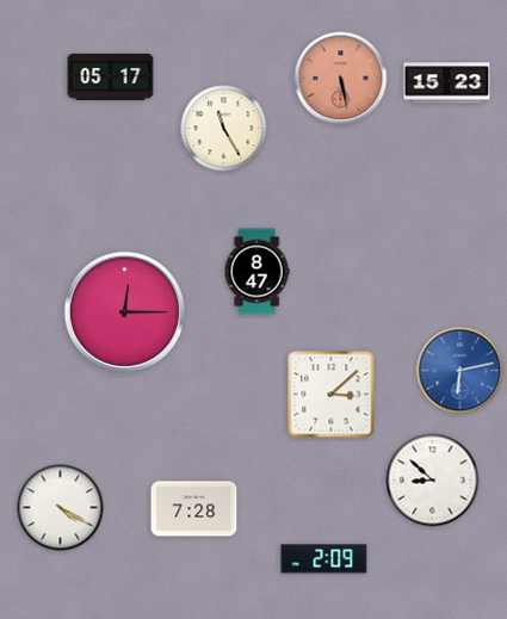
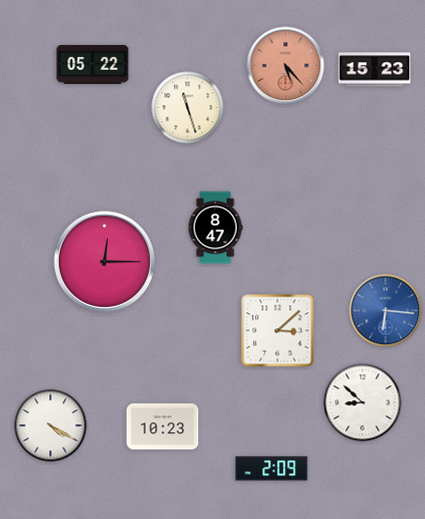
clock at (111, 76): 05:17 -> 05:22
clock at (341, 79): 5:28 -> 5:23
clock at (224, 129): 11:25 -> 11:27
clock at (460, 371): 6:13 -> 6:16
clock at (194, 509): 7:28 -> 10:23
